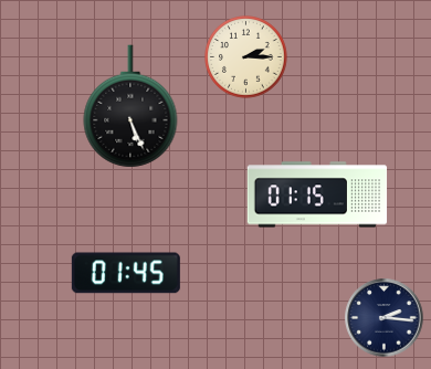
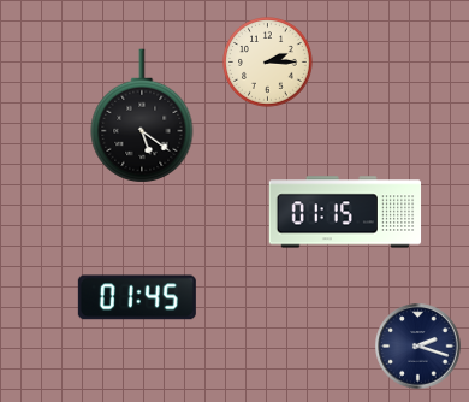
clock at (130, 106): 5:26 -> 5:21
clock at (385, 318): 2:16 -> 2:18
